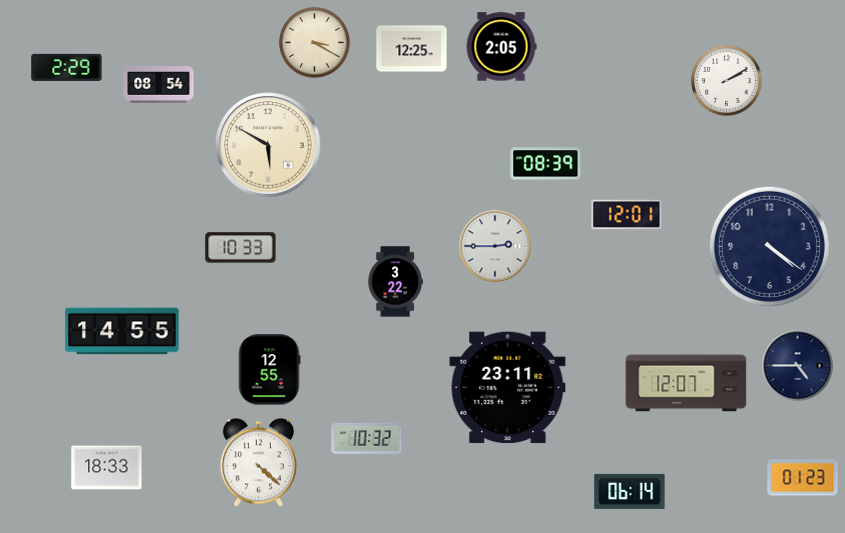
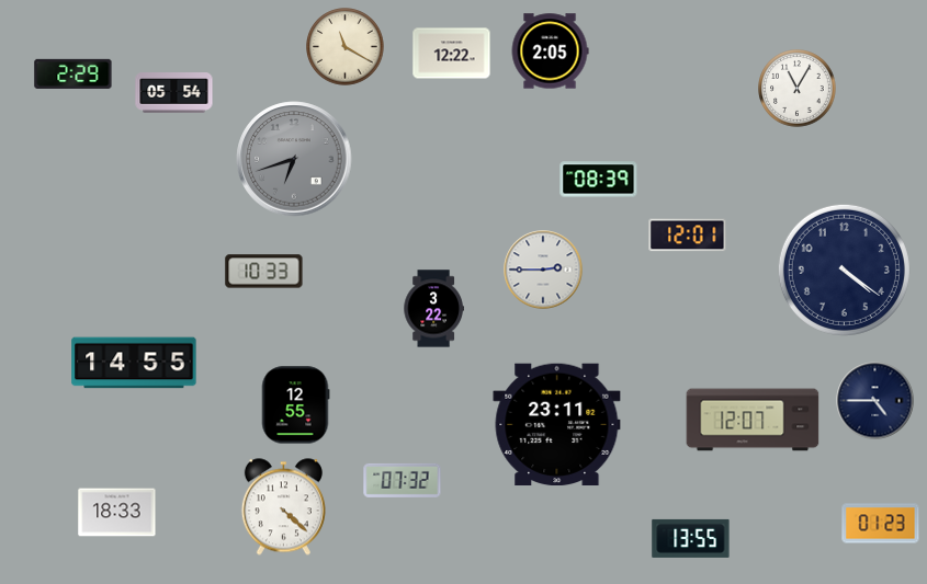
clock at (315, 43): 3:20 -> 11:20
clock at (412, 49): 12:25 -> 12:22
clock at (727, 81): 2:10 -> 11:05
clock at (159, 85): 08:54 -> 05:54
clock at (268, 145): 5:50 -> 6:42
clock at (268, 145) dial: cream -> grey
clock at (367, 438): 10:32 -> 07:32
clock at (630, 491): 06:14 -> 13:55
